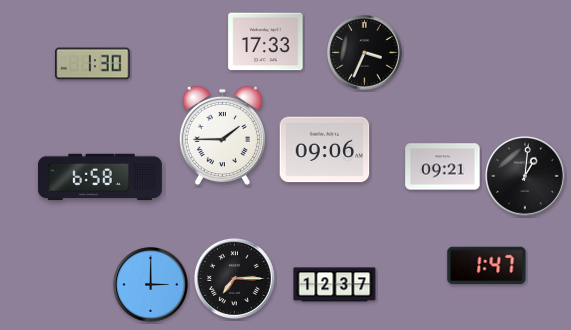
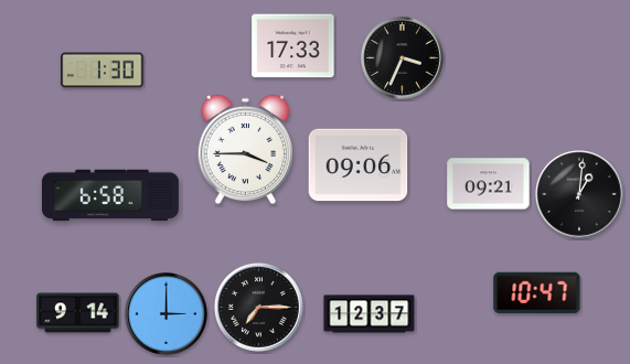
clock at (222, 136): 1:45 -> 3:45
clock at (487, 266): 1:47 -> 10:47
clock at (78, 313): none -> 9:14
